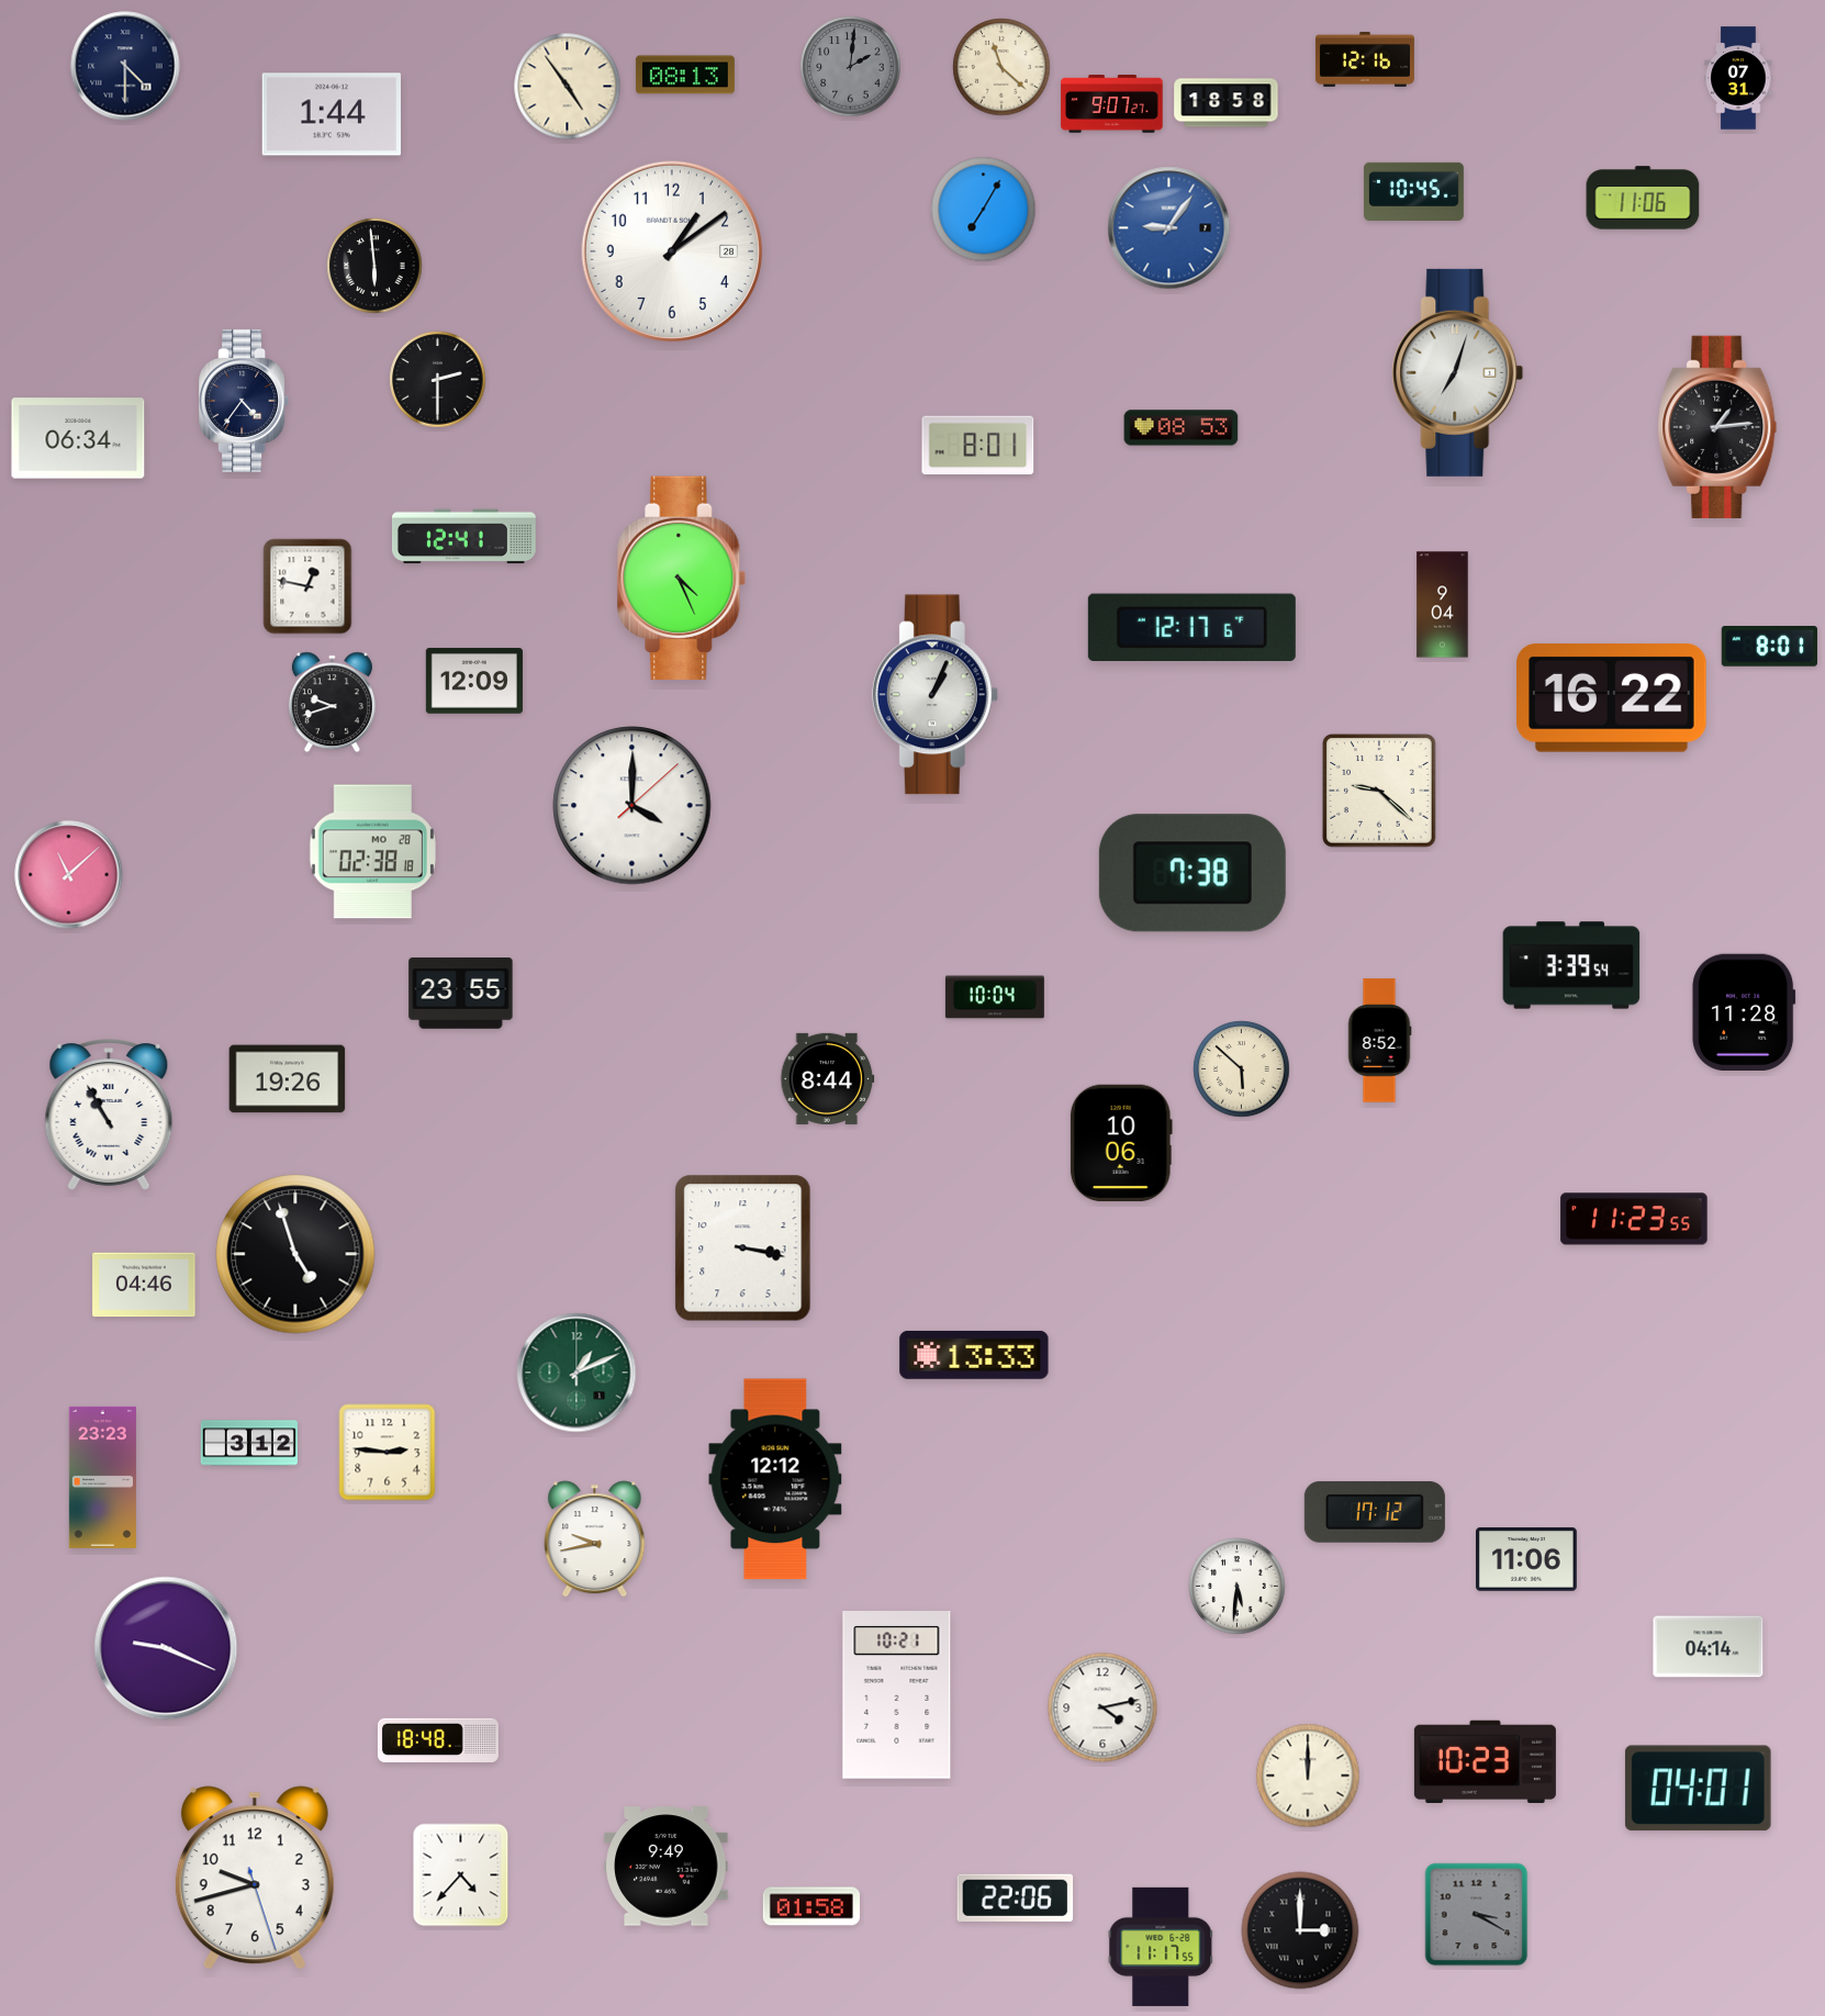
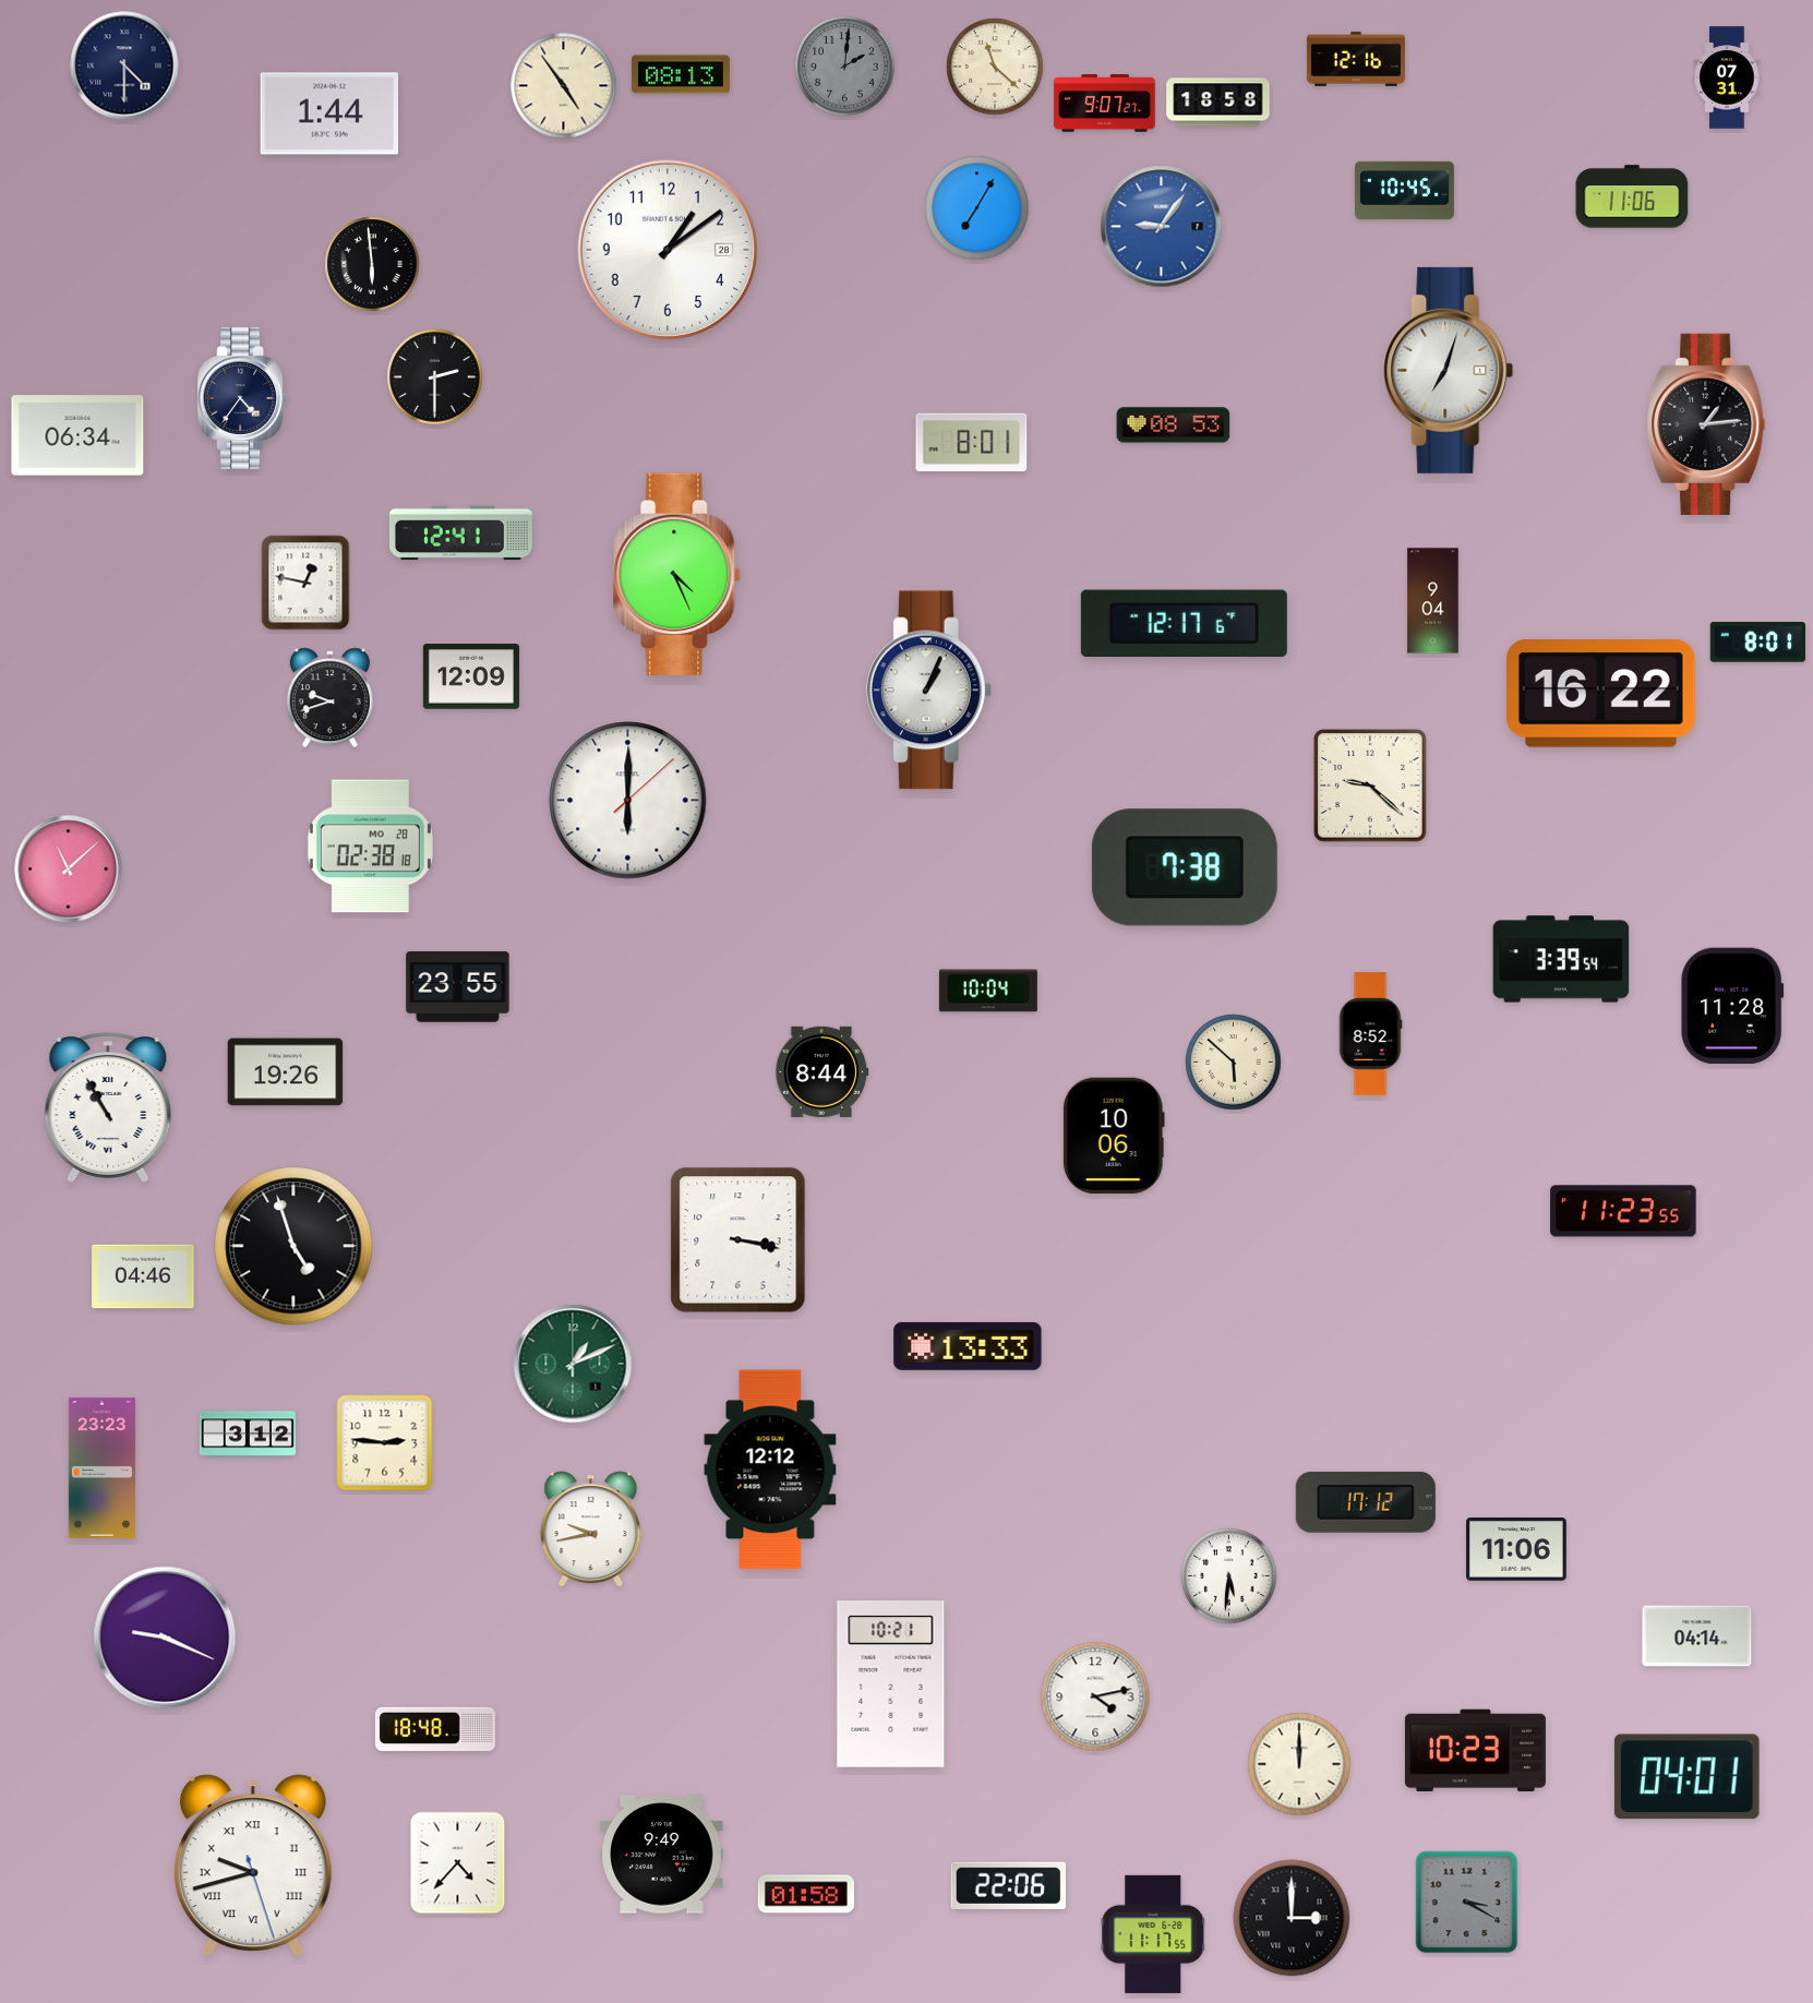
clock at (632, 806): 4:00 -> 6:00
clock at (255, 1878) numerals: Arabic -> Roman
